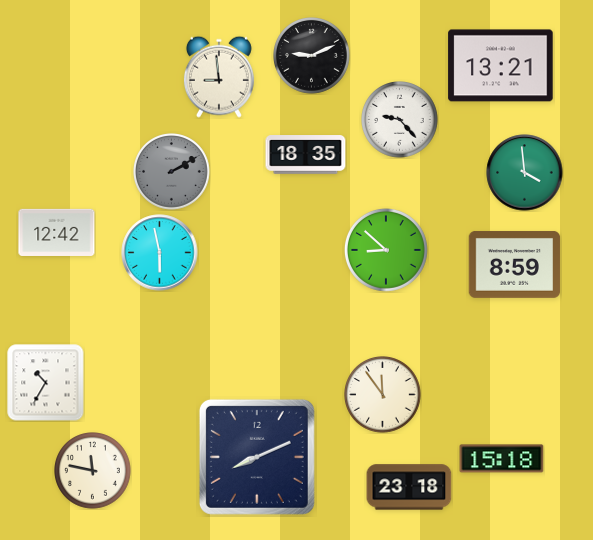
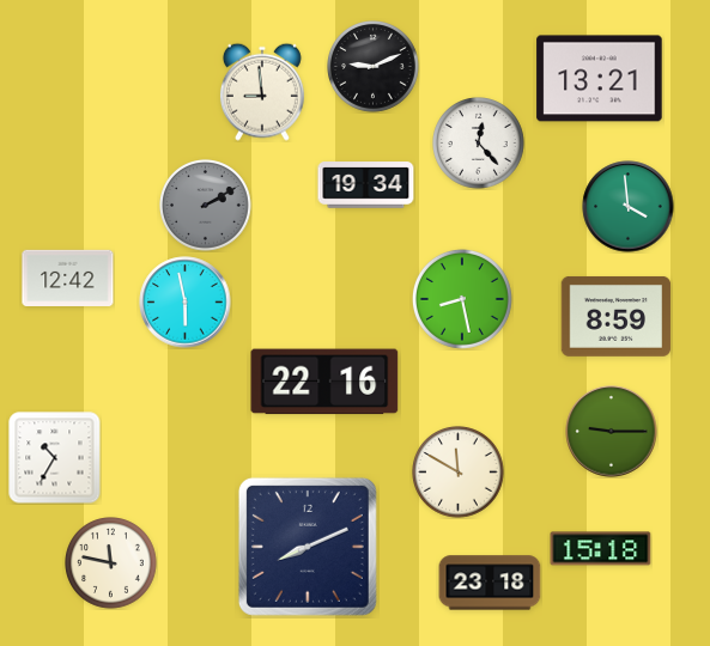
clock at (400, 120): 9:23 -> 12:23
clock at (306, 155): 18:35 -> 19:34
clock at (386, 250): 8:52 -> 8:28
clock at (160, 253) position: (160, 253) -> (186, 303)
clock at (324, 382): none -> 22:16
clock at (612, 432): none -> 9:15
clock at (383, 395): 11:54 -> 11:50
